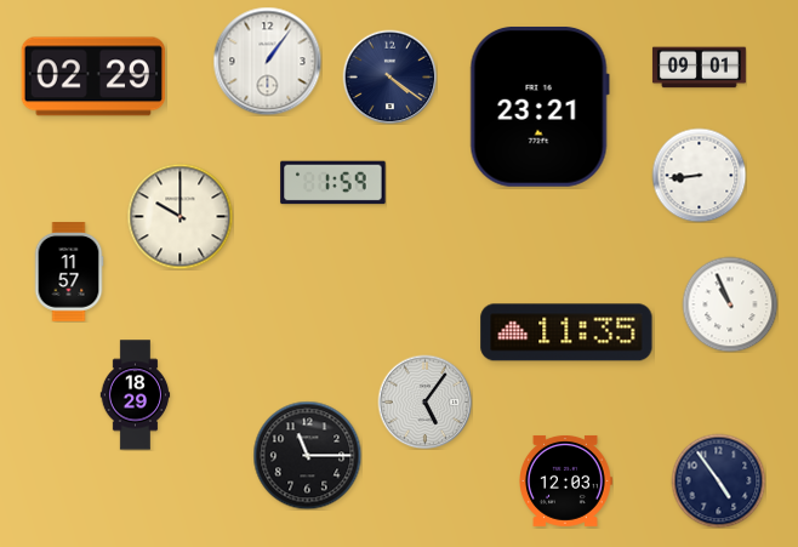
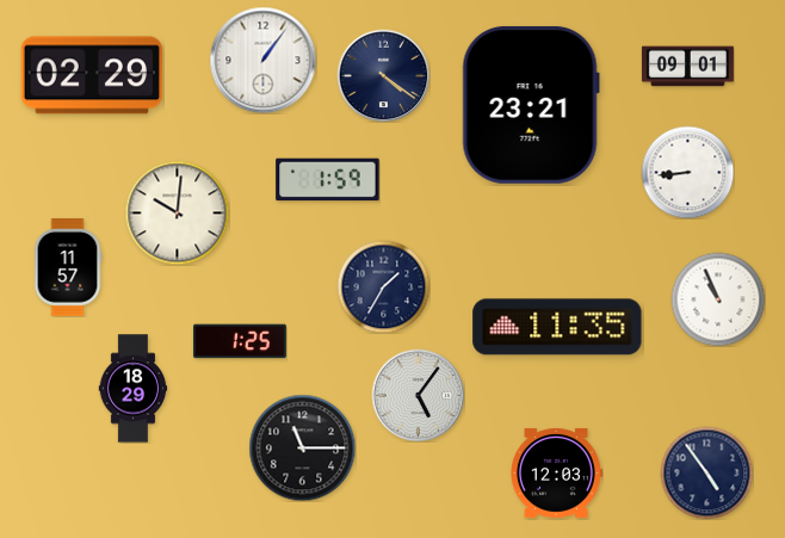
clock at (179, 216): 10:00 -> 10:01
clock at (383, 286): none -> 1:35
clock at (240, 341): none -> 1:25
